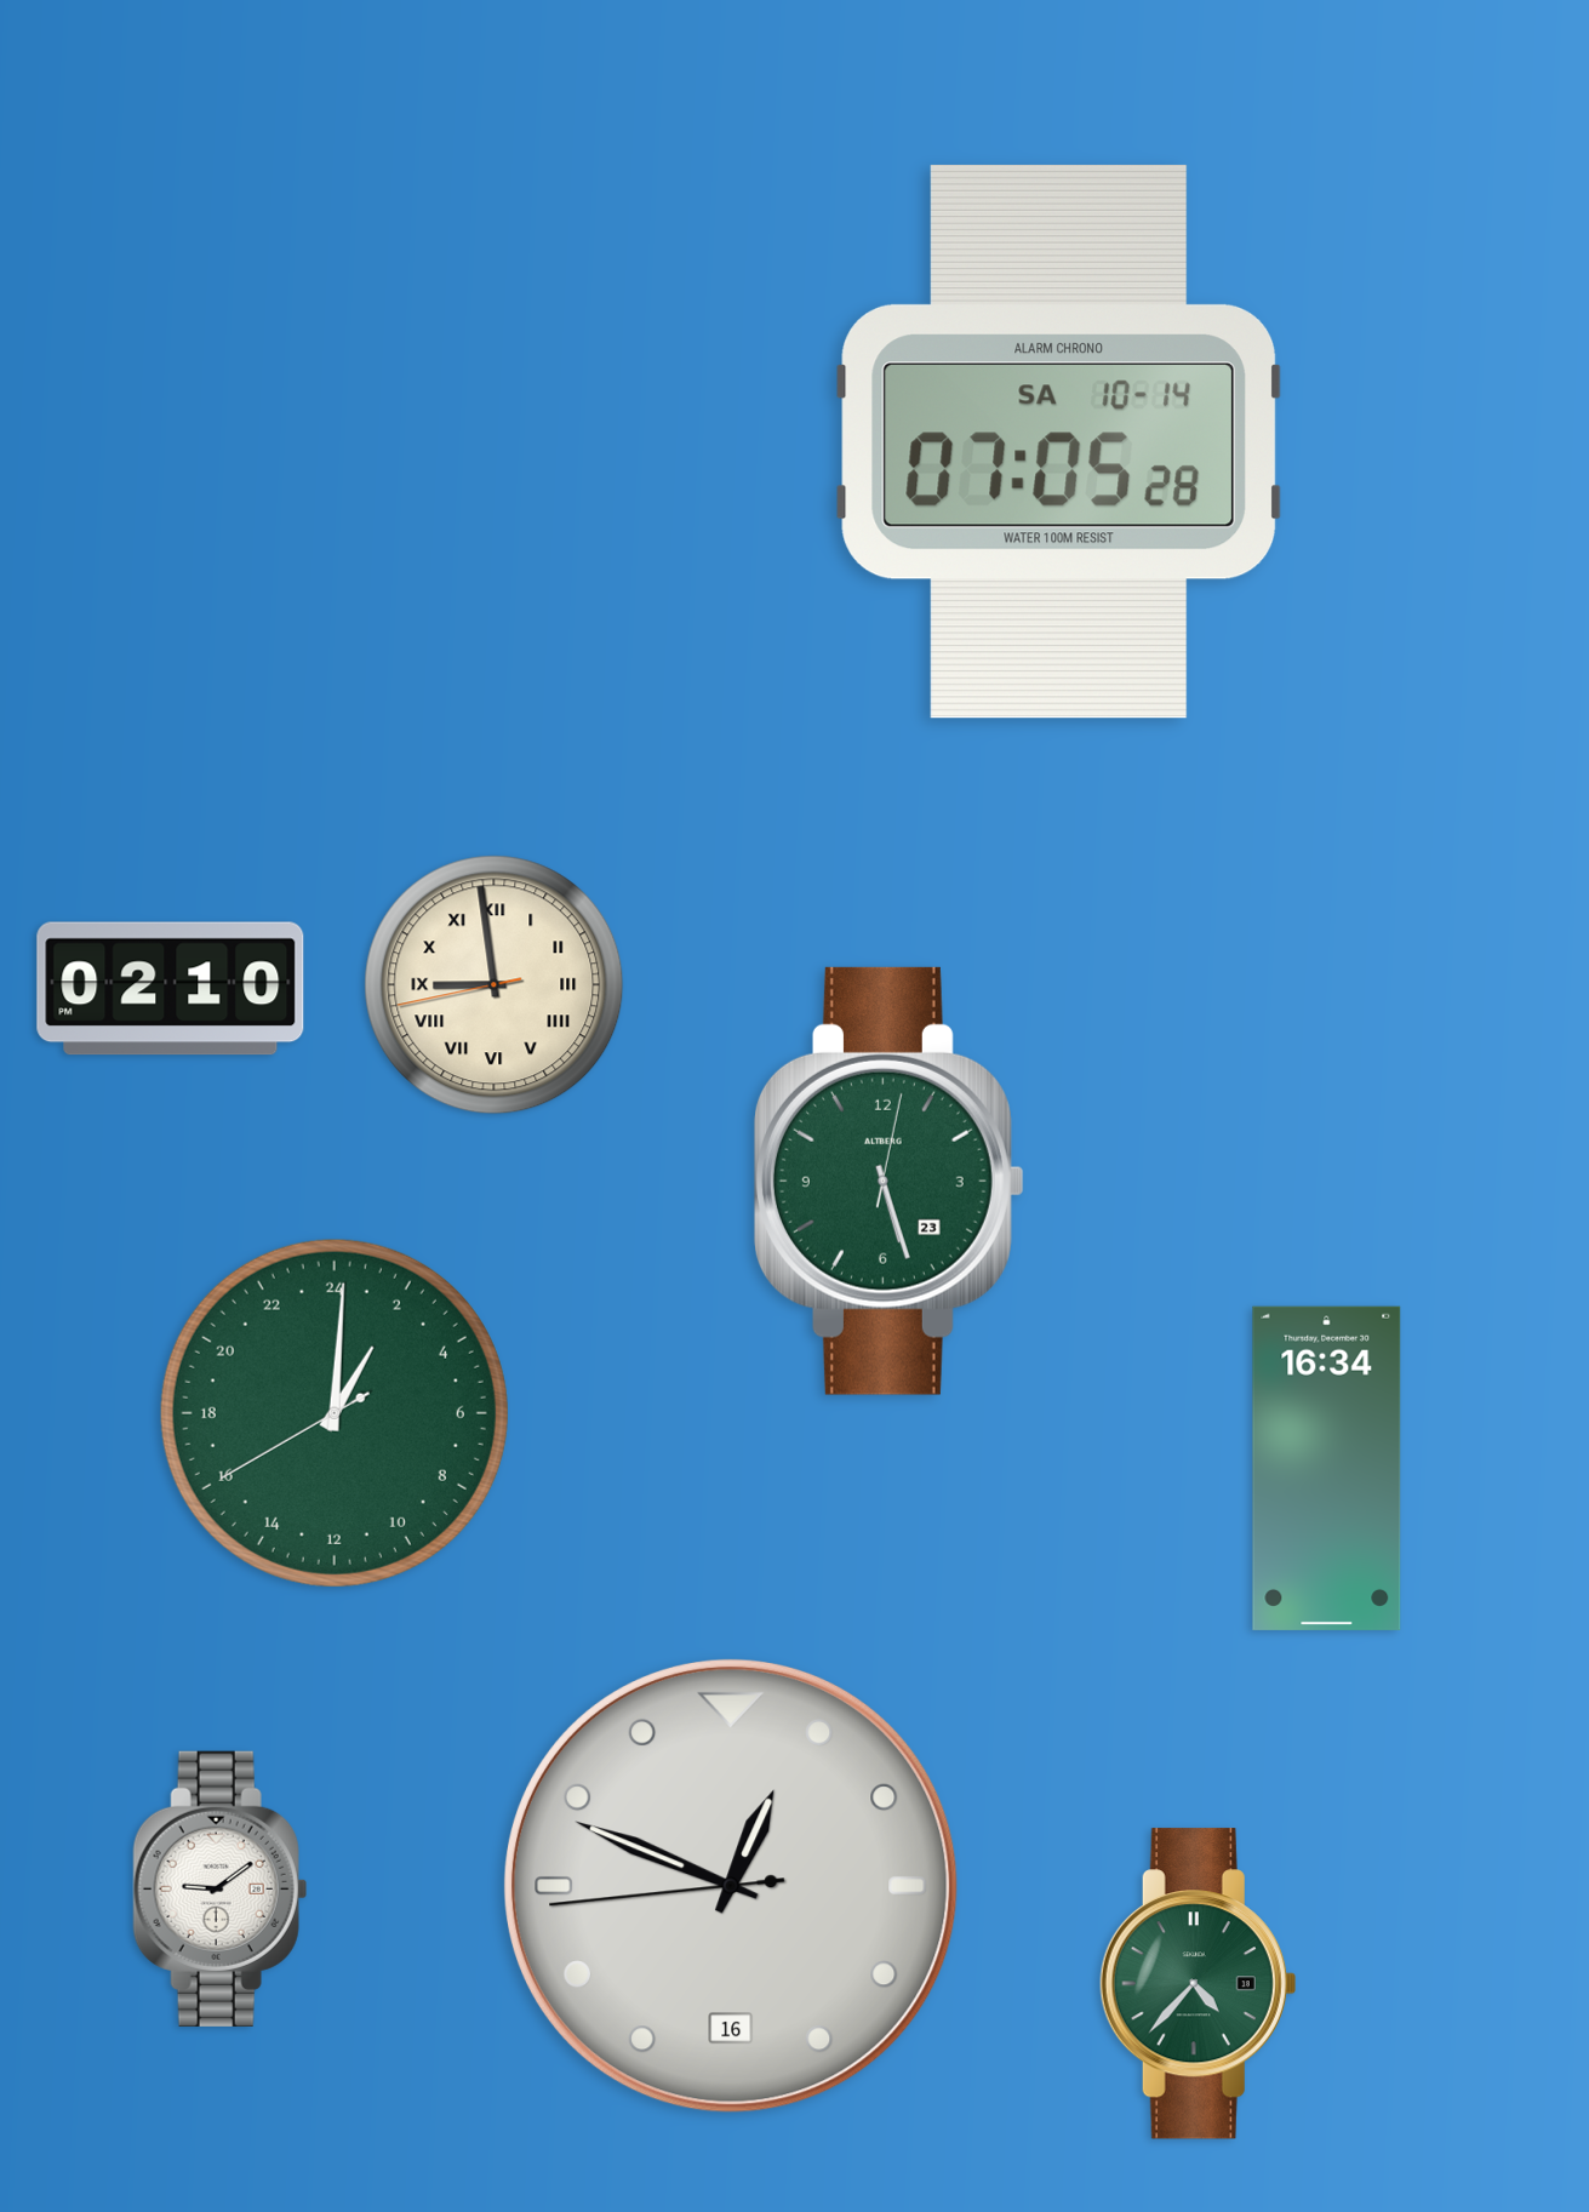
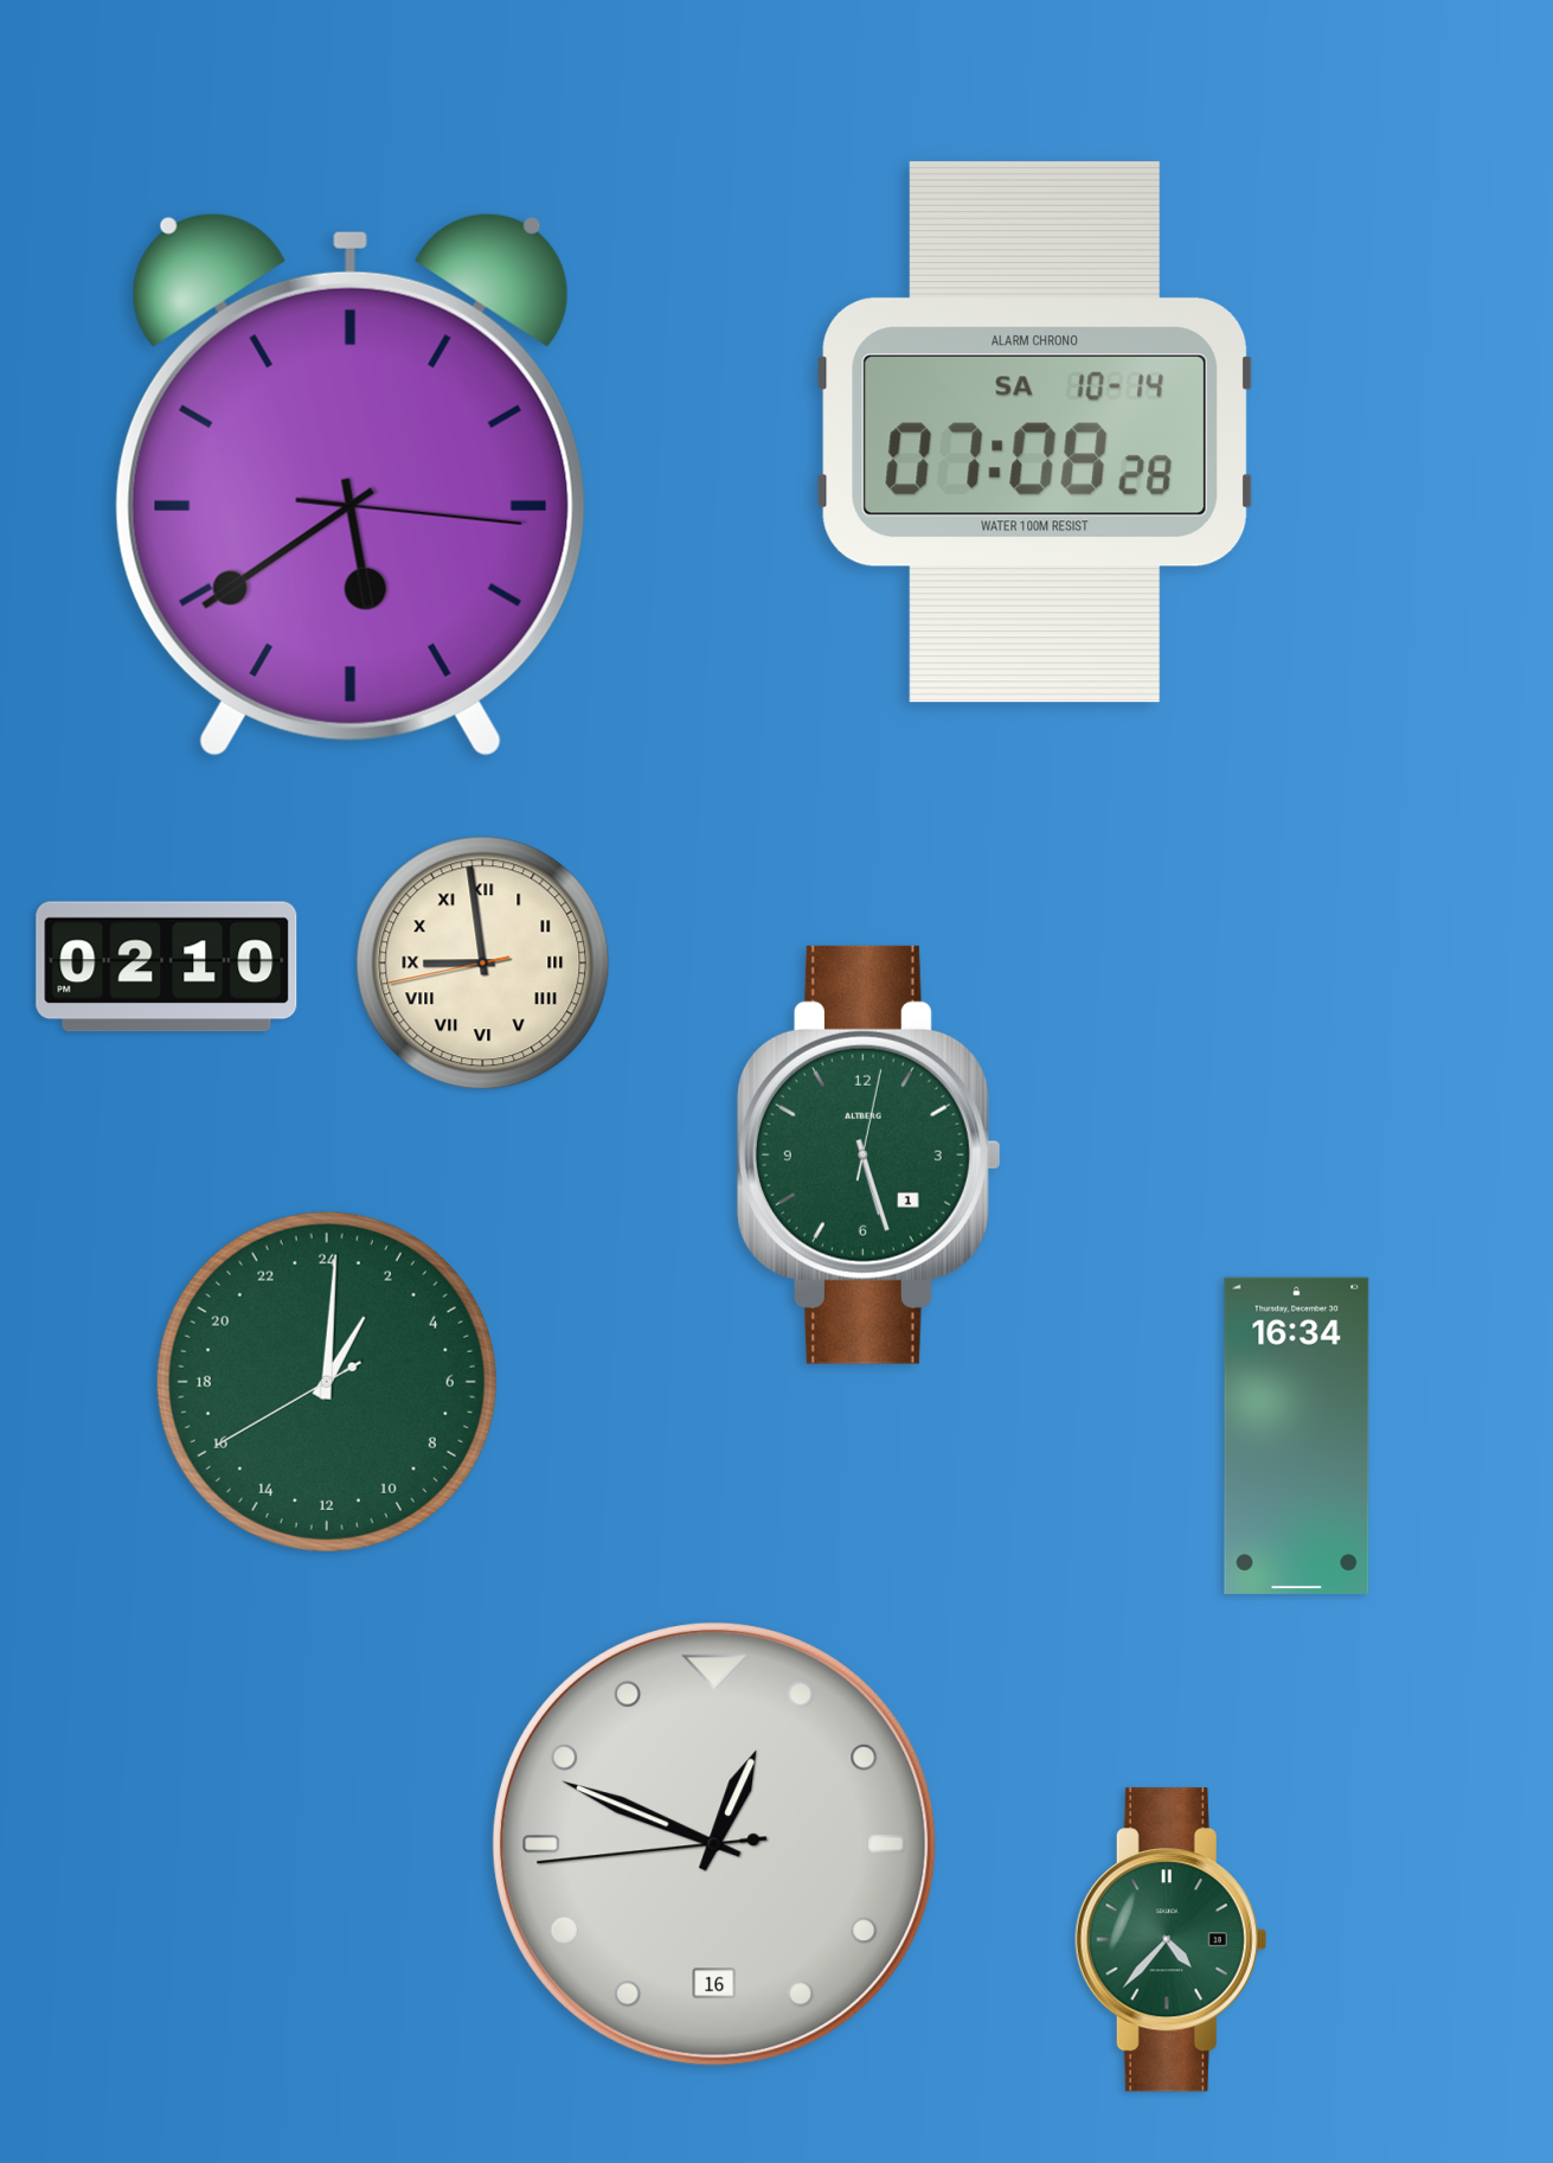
clock at (1058, 441): 07:05 -> 07:08
clock at (351, 485): none -> 5:39
clock at (888, 1181) date: 23 -> 1
clock at (219, 1888): 9:09 -> none
